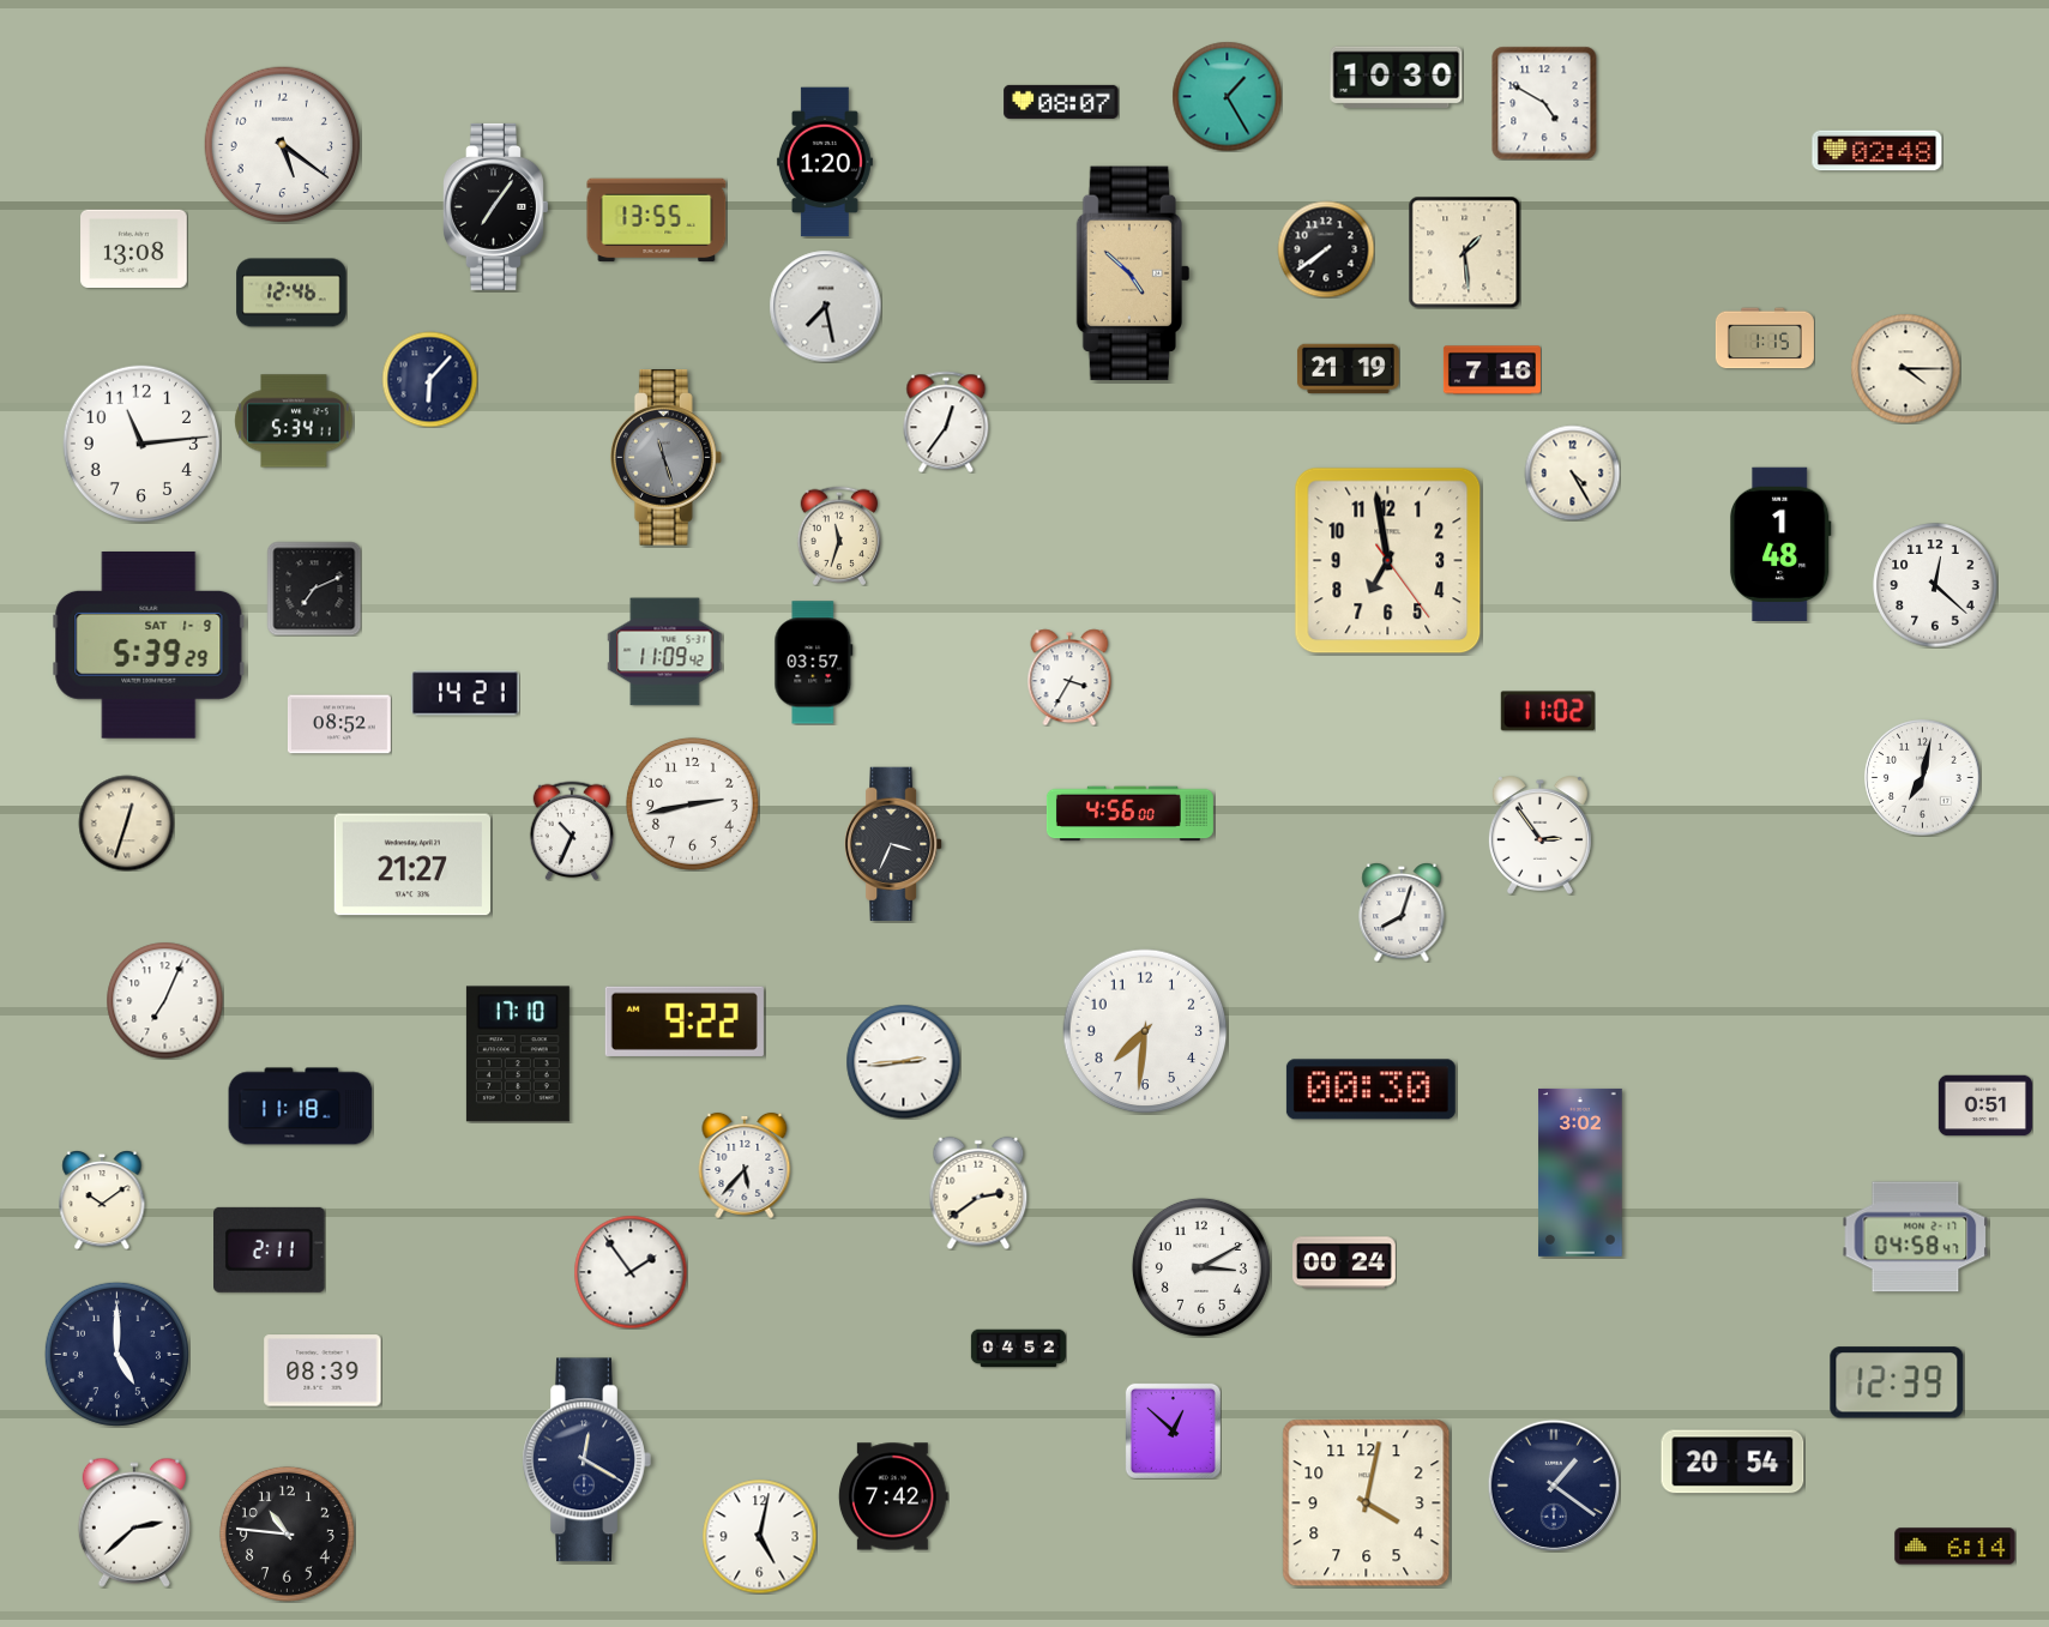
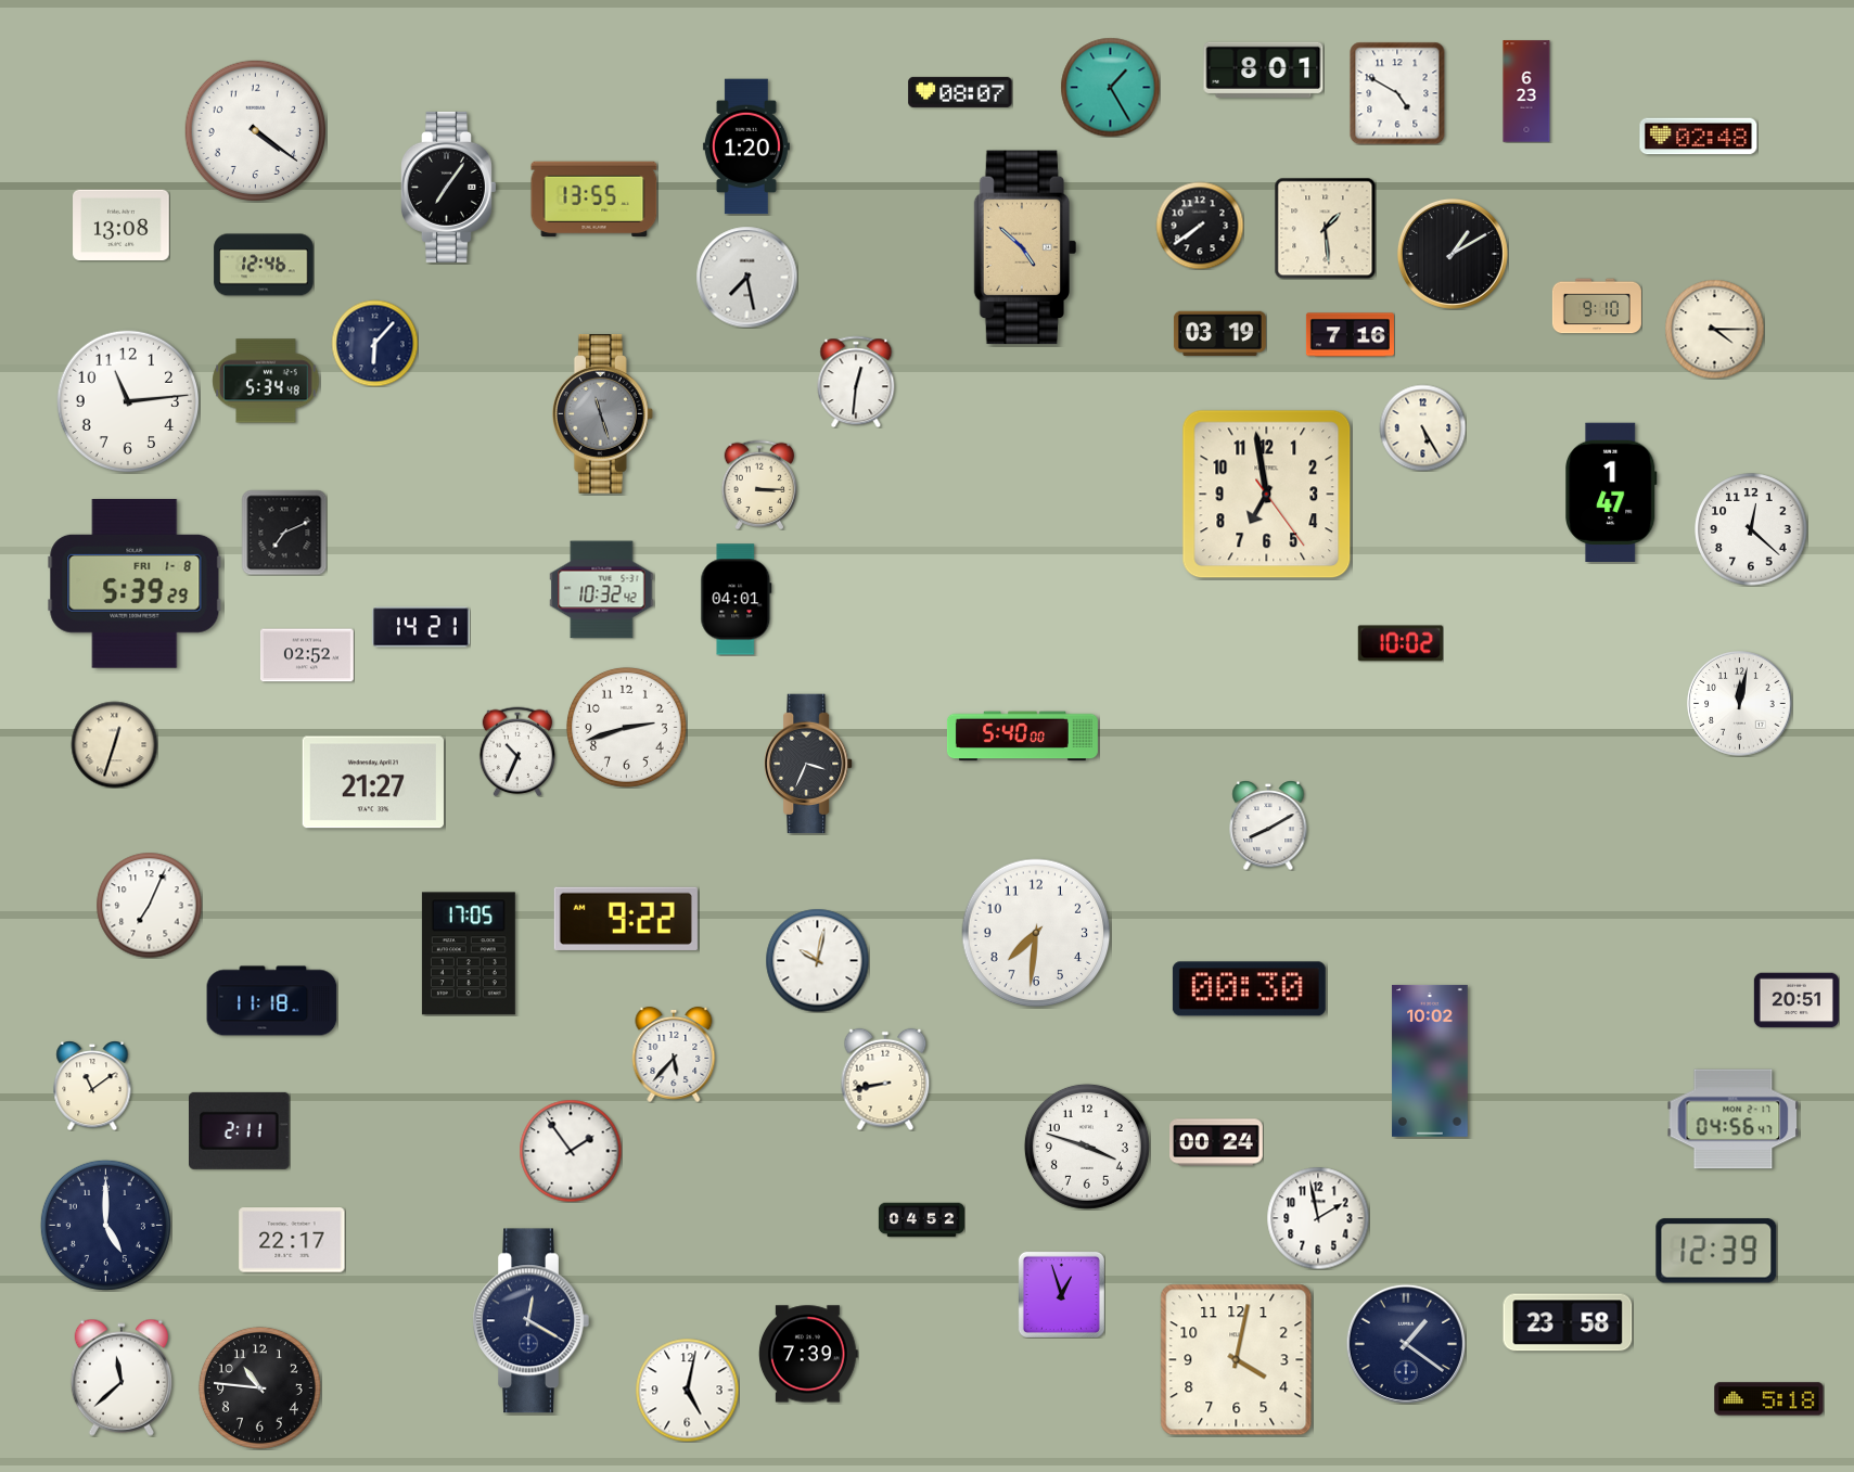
clock at (1397, 78): 10:30 -> 8:01
clock at (1526, 91): none -> 6:23
clock at (282, 144): 5:21 -> 4:21
clock at (1453, 254): none -> 1:10
clock at (1765, 338): 1:15 -> 9:10
clock at (1905, 368) position: (1905, 368) -> (1714, 329)
clock at (1348, 369): 21:19 -> 03:19
clock at (429, 379) position: (429, 379) -> (374, 343)
clock at (294, 421): 5:34:11 -> 5:34:48
clock at (946, 422): 12:36 -> 12:31
clock at (1572, 472): 4:25 -> 5:25
clock at (839, 536): 11:33 -> 3:15
clock at (1782, 543): 1:48 -> 1:47
clock at (1388, 561) position: (1388, 561) -> (1267, 495)
clock at (149, 645) date: SAT 1-9 -> FRI 1-8
clock at (665, 652): 11:09 -> 10:32
clock at (814, 663): 03:57 -> 04:01
clock at (1069, 677): 3:35 -> none
clock at (1548, 711): 11:02 -> 10:02
clock at (339, 724): 08:52 -> 02:52
clock at (1923, 778): 7:02 -> 12:02
clock at (692, 803): 2:43 -> 2:42
clock at (1129, 814): 4:56 -> 5:40
clock at (1539, 836): 2:54 -> none
clock at (1402, 912): 8:03 -> 8:10
clock at (685, 1022) position: (685, 1022) -> (626, 919)
clock at (518, 1054): 17:10 -> 17:05
clock at (903, 1061): 2:44 -> 10:02
clock at (1370, 1090) position: (1370, 1090) -> (1249, 989)
clock at (1985, 1105): 0:51 -> 20:51
clock at (1580, 1173): 3:02 -> 10:02
clock at (978, 1193): 2:39 -> 8:43
clock at (102, 1200): 10:09 -> 11:09
clock at (1916, 1237): 04:58 -> 04:56
clock at (270, 1249) position: (270, 1249) -> (240, 1130)
clock at (1201, 1267): 3:10 -> 3:48
clock at (1318, 1218): none -> 1:58
clock at (323, 1370): 08:39 -> 22:17
clock at (1173, 1430): 12:52 -> 12:57
clock at (1732, 1462): 20:54 -> 23:58
clock at (893, 1496): 7:42 -> 7:39
clock at (134, 1523): 2:38 -> 11:38
clock at (1955, 1547): 6:14 -> 5:18
